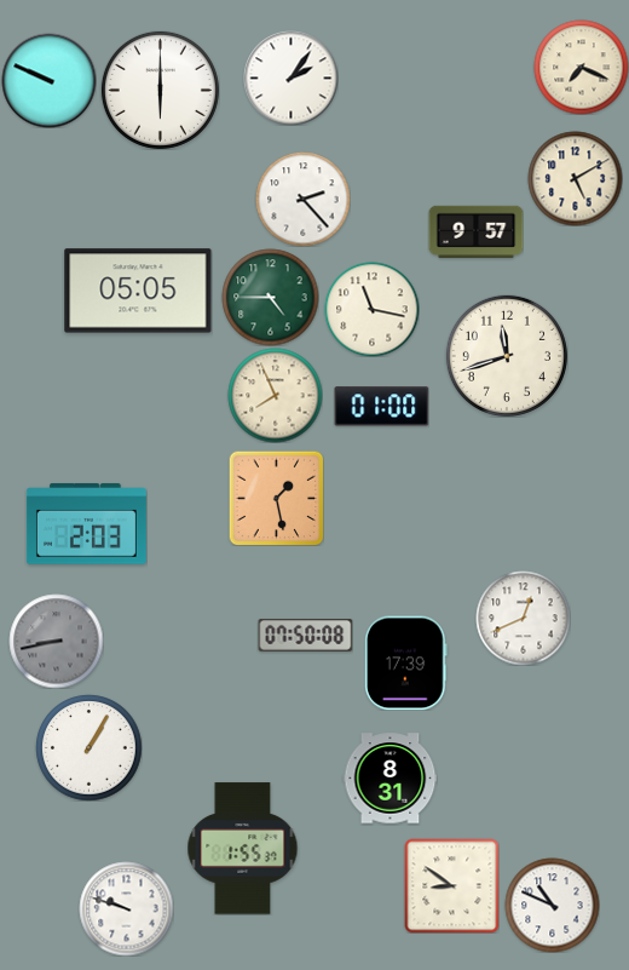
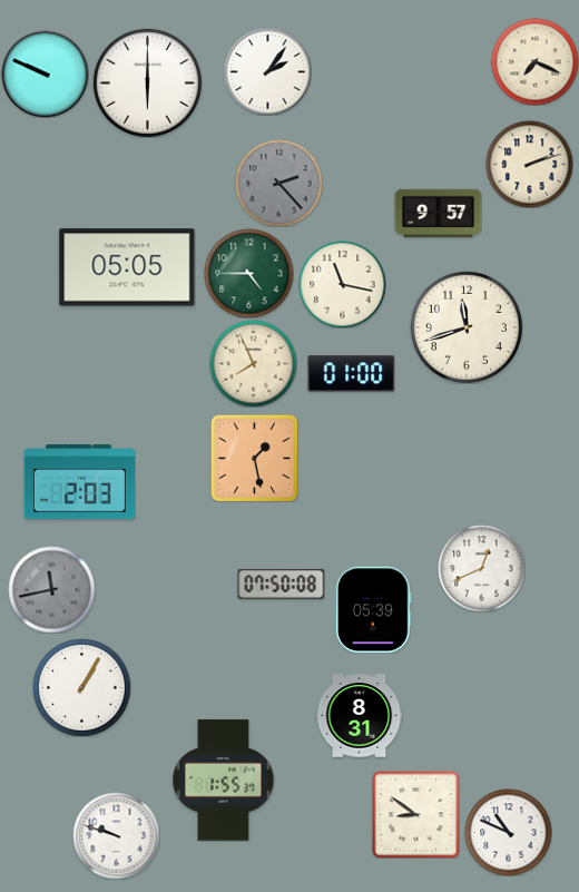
clock at (575, 178): 5:10 -> 2:12
clock at (302, 199) dial: white -> grey
clock at (56, 641): 8:43 -> 11:43
clock at (406, 662): 17:39 -> 05:39
